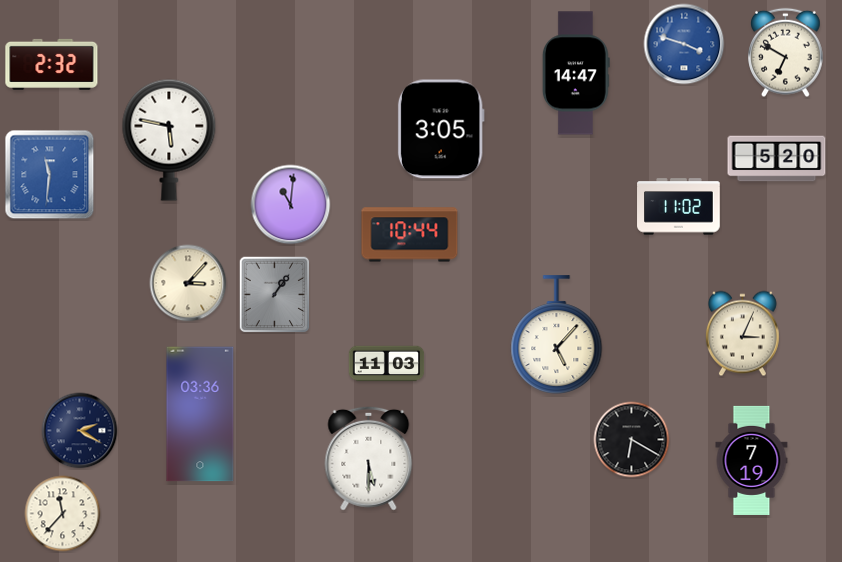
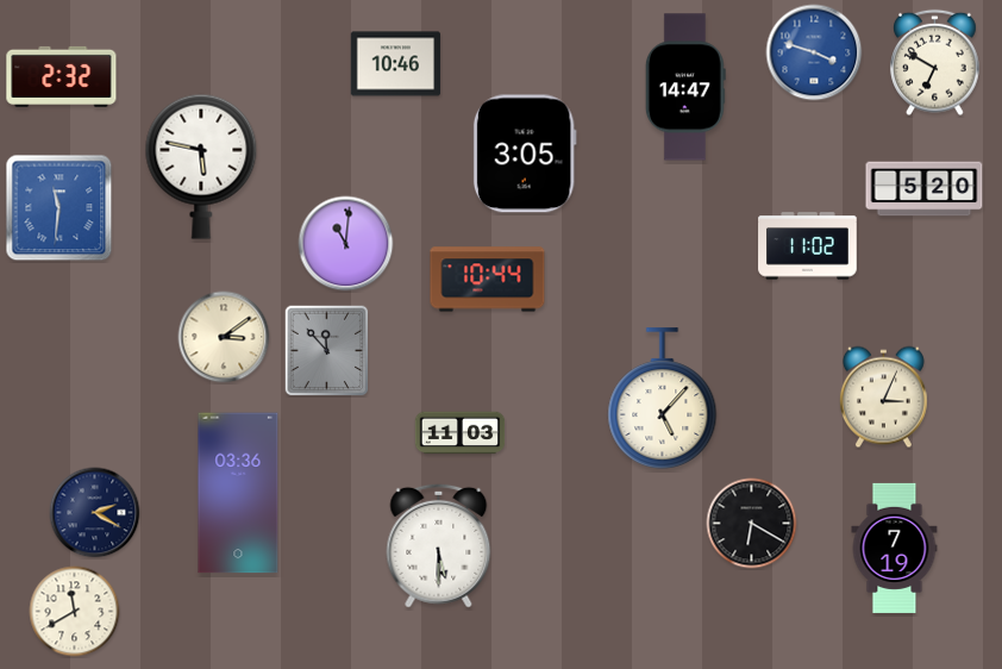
clock at (396, 64): none -> 10:46
clock at (188, 283): 3:07 -> 3:09
clock at (275, 295): 1:06 -> 11:53
clock at (63, 514): 11:37 -> 11:40
